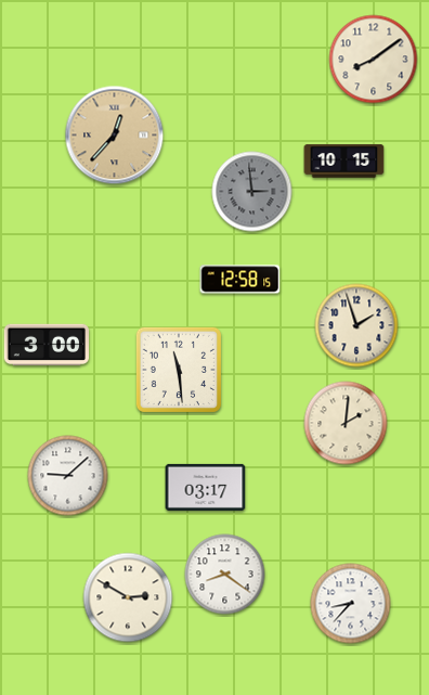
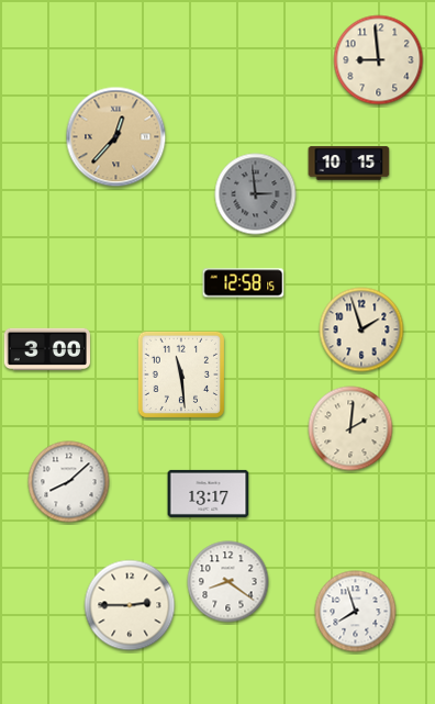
clock at (374, 60): 8:09 -> 8:59
clock at (68, 476): 9:08 -> 8:08
clock at (206, 487): 03:17 -> 13:17
clock at (128, 597): 2:50 -> 2:45
clock at (351, 604): 8:37 -> 7:57
